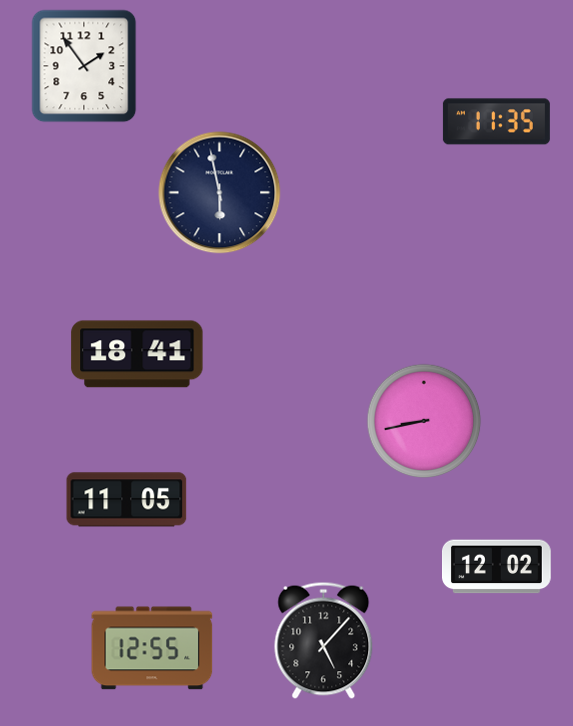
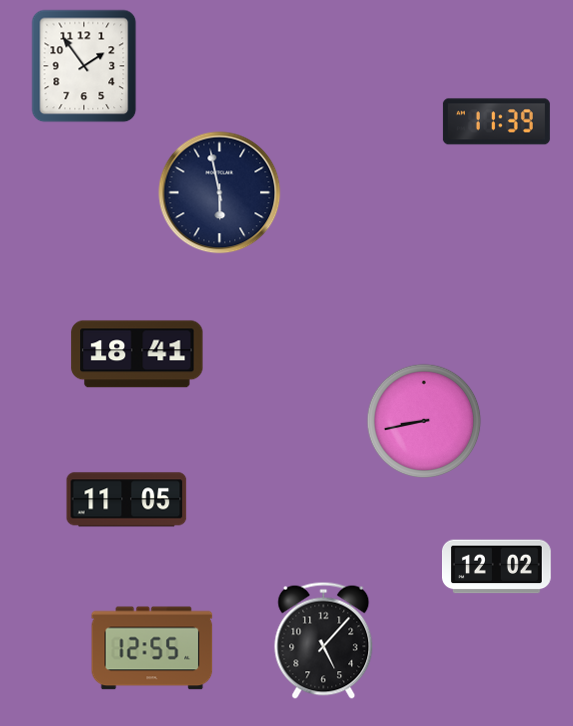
clock at (496, 122): 11:35 -> 11:39
